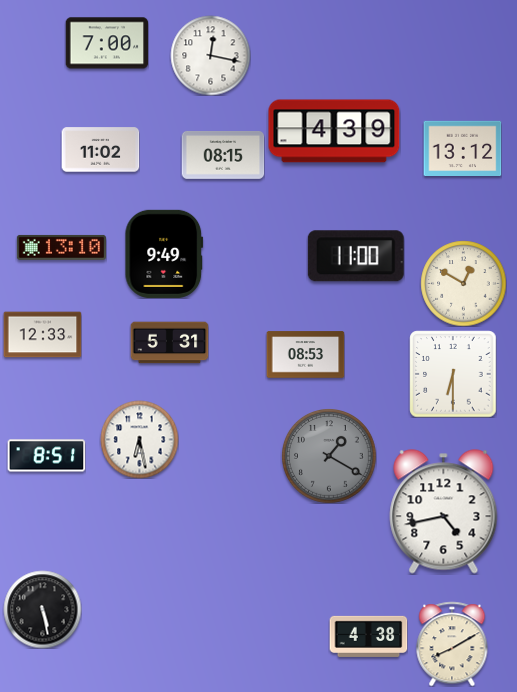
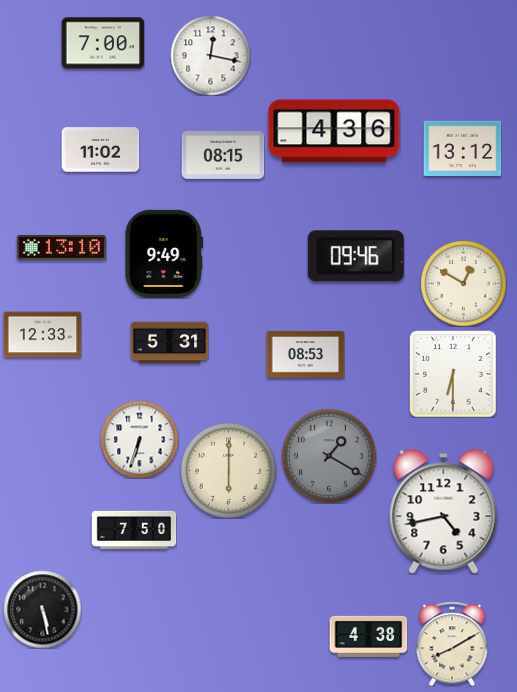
clock at (107, 43) position: (107, 43) -> (103, 43)
clock at (334, 131): 4:39 -> 4:36
clock at (356, 256): 11:00 -> 09:46
clock at (139, 439): 6:28 -> 6:33
clock at (46, 456): 8:51 -> none
clock at (228, 470): none -> 6:00
clock at (134, 529): none -> 7:50
